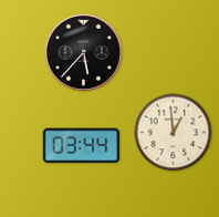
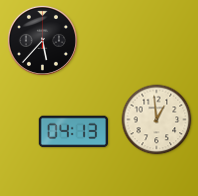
clock at (83, 52) position: (83, 52) -> (42, 40)
clock at (82, 146): 03:44 -> 04:13
